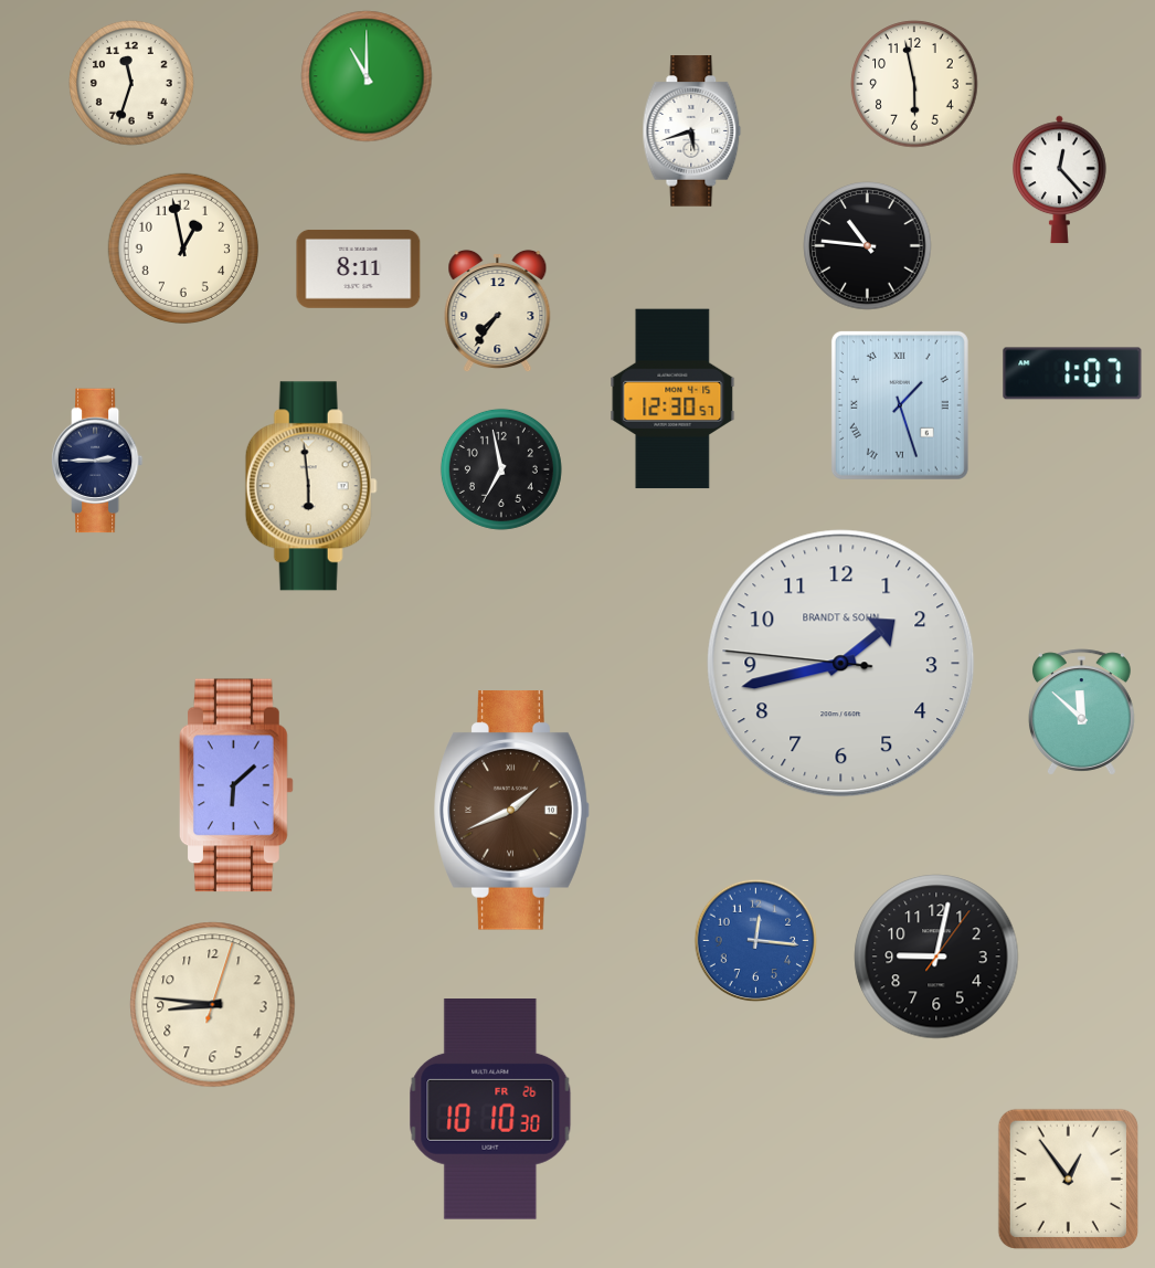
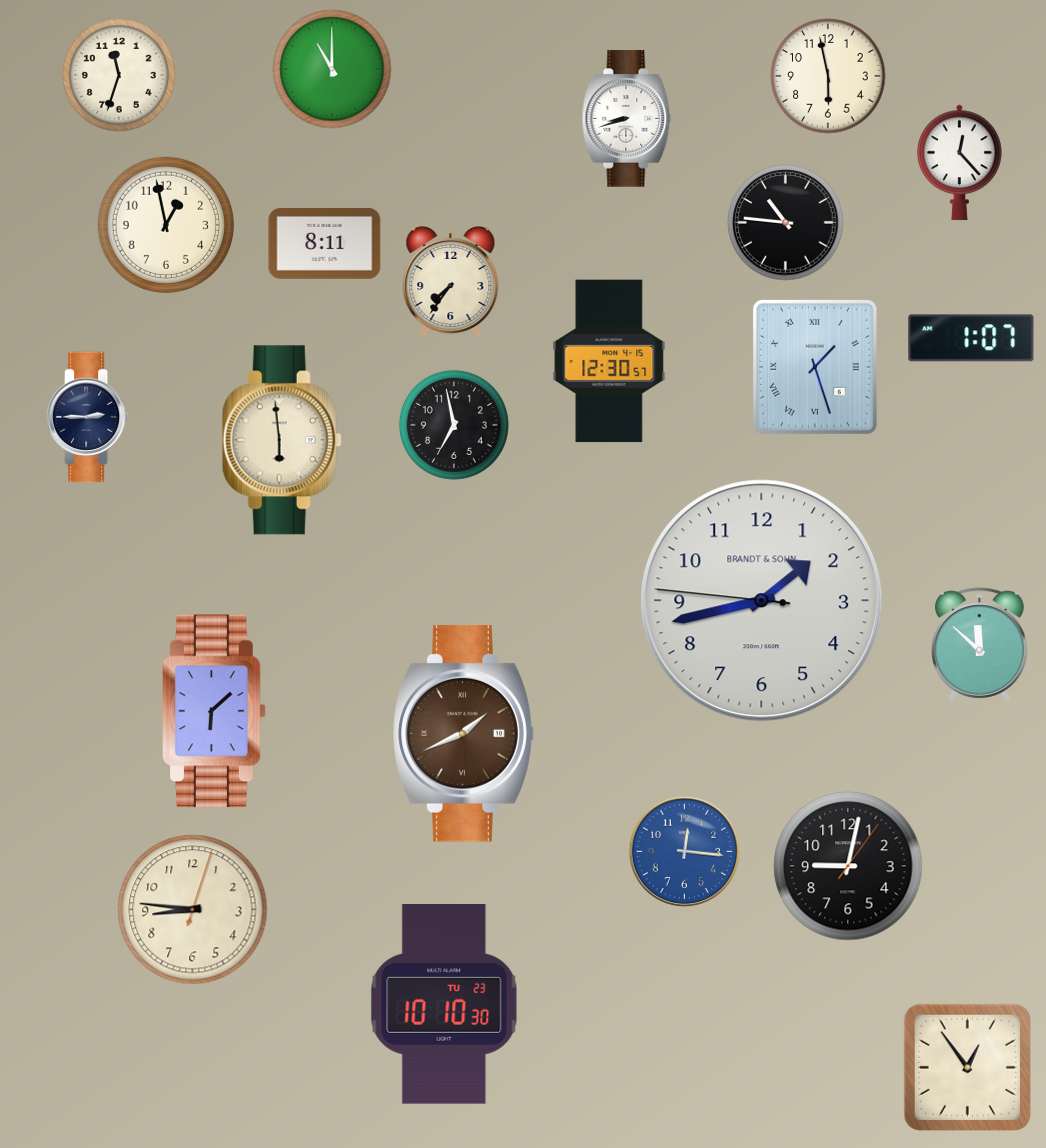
clock at (692, 131): 5:42 -> 8:42
clock at (490, 1110) date: FR 26 -> TU 23
